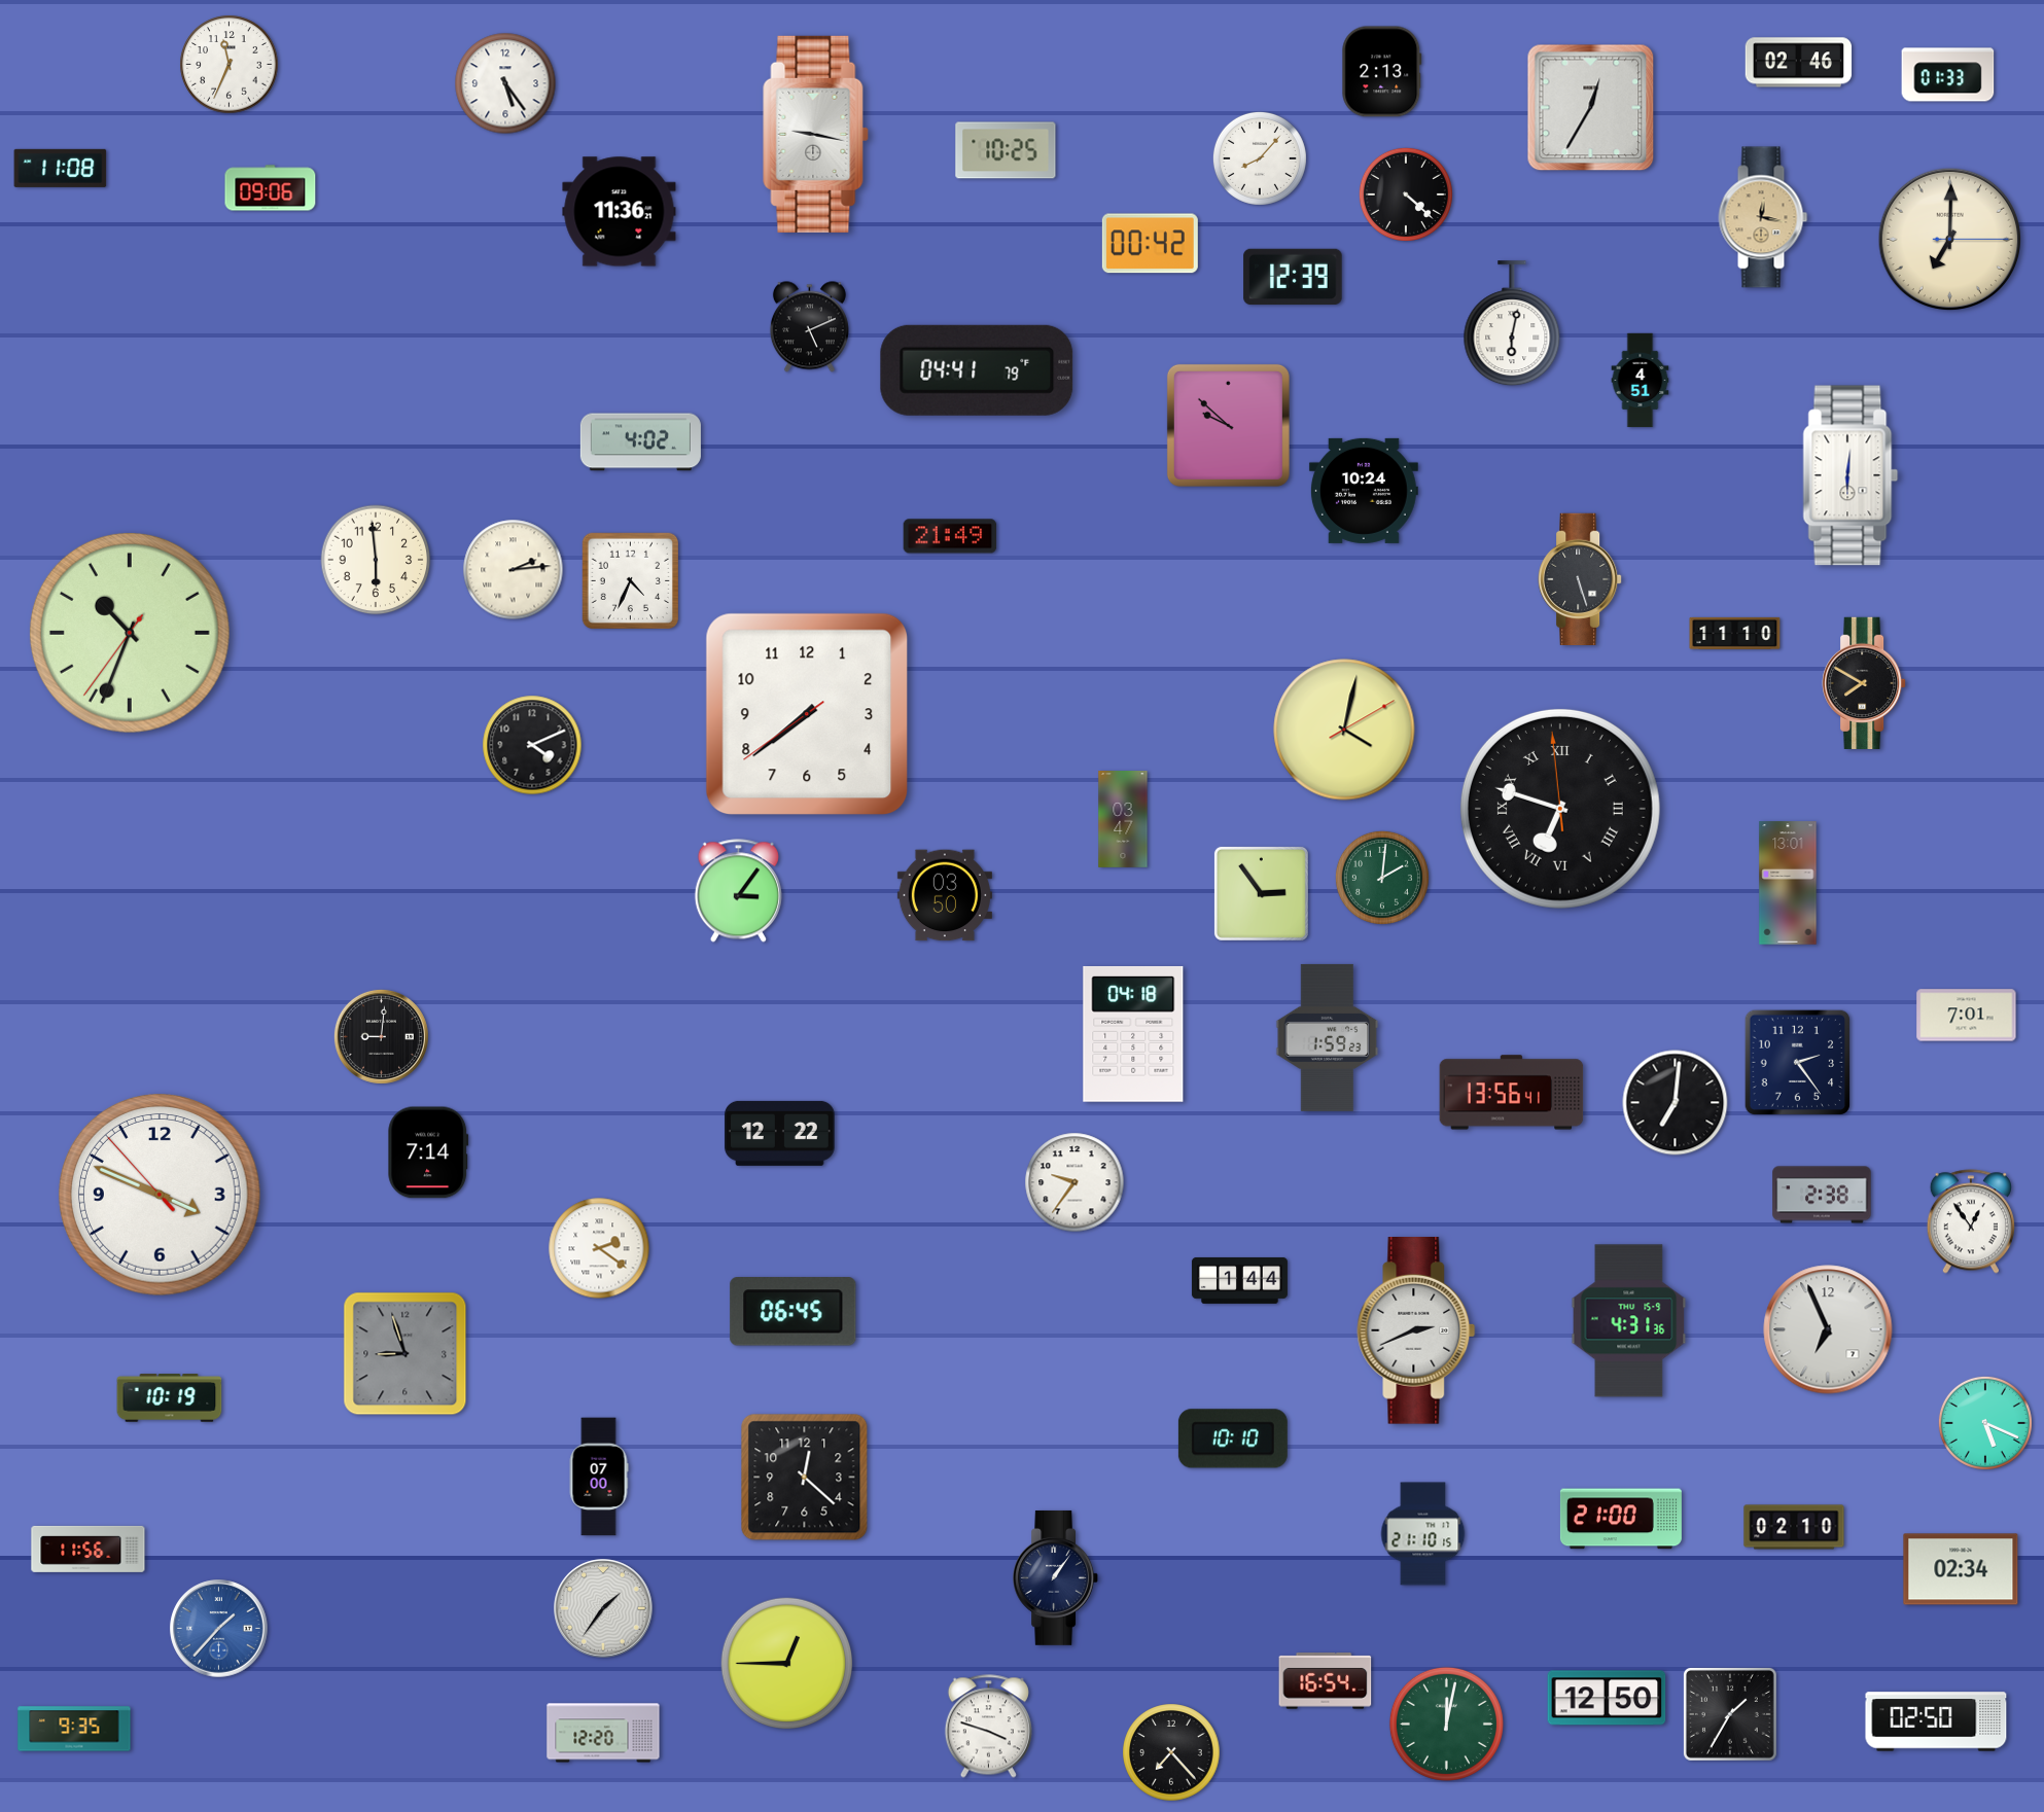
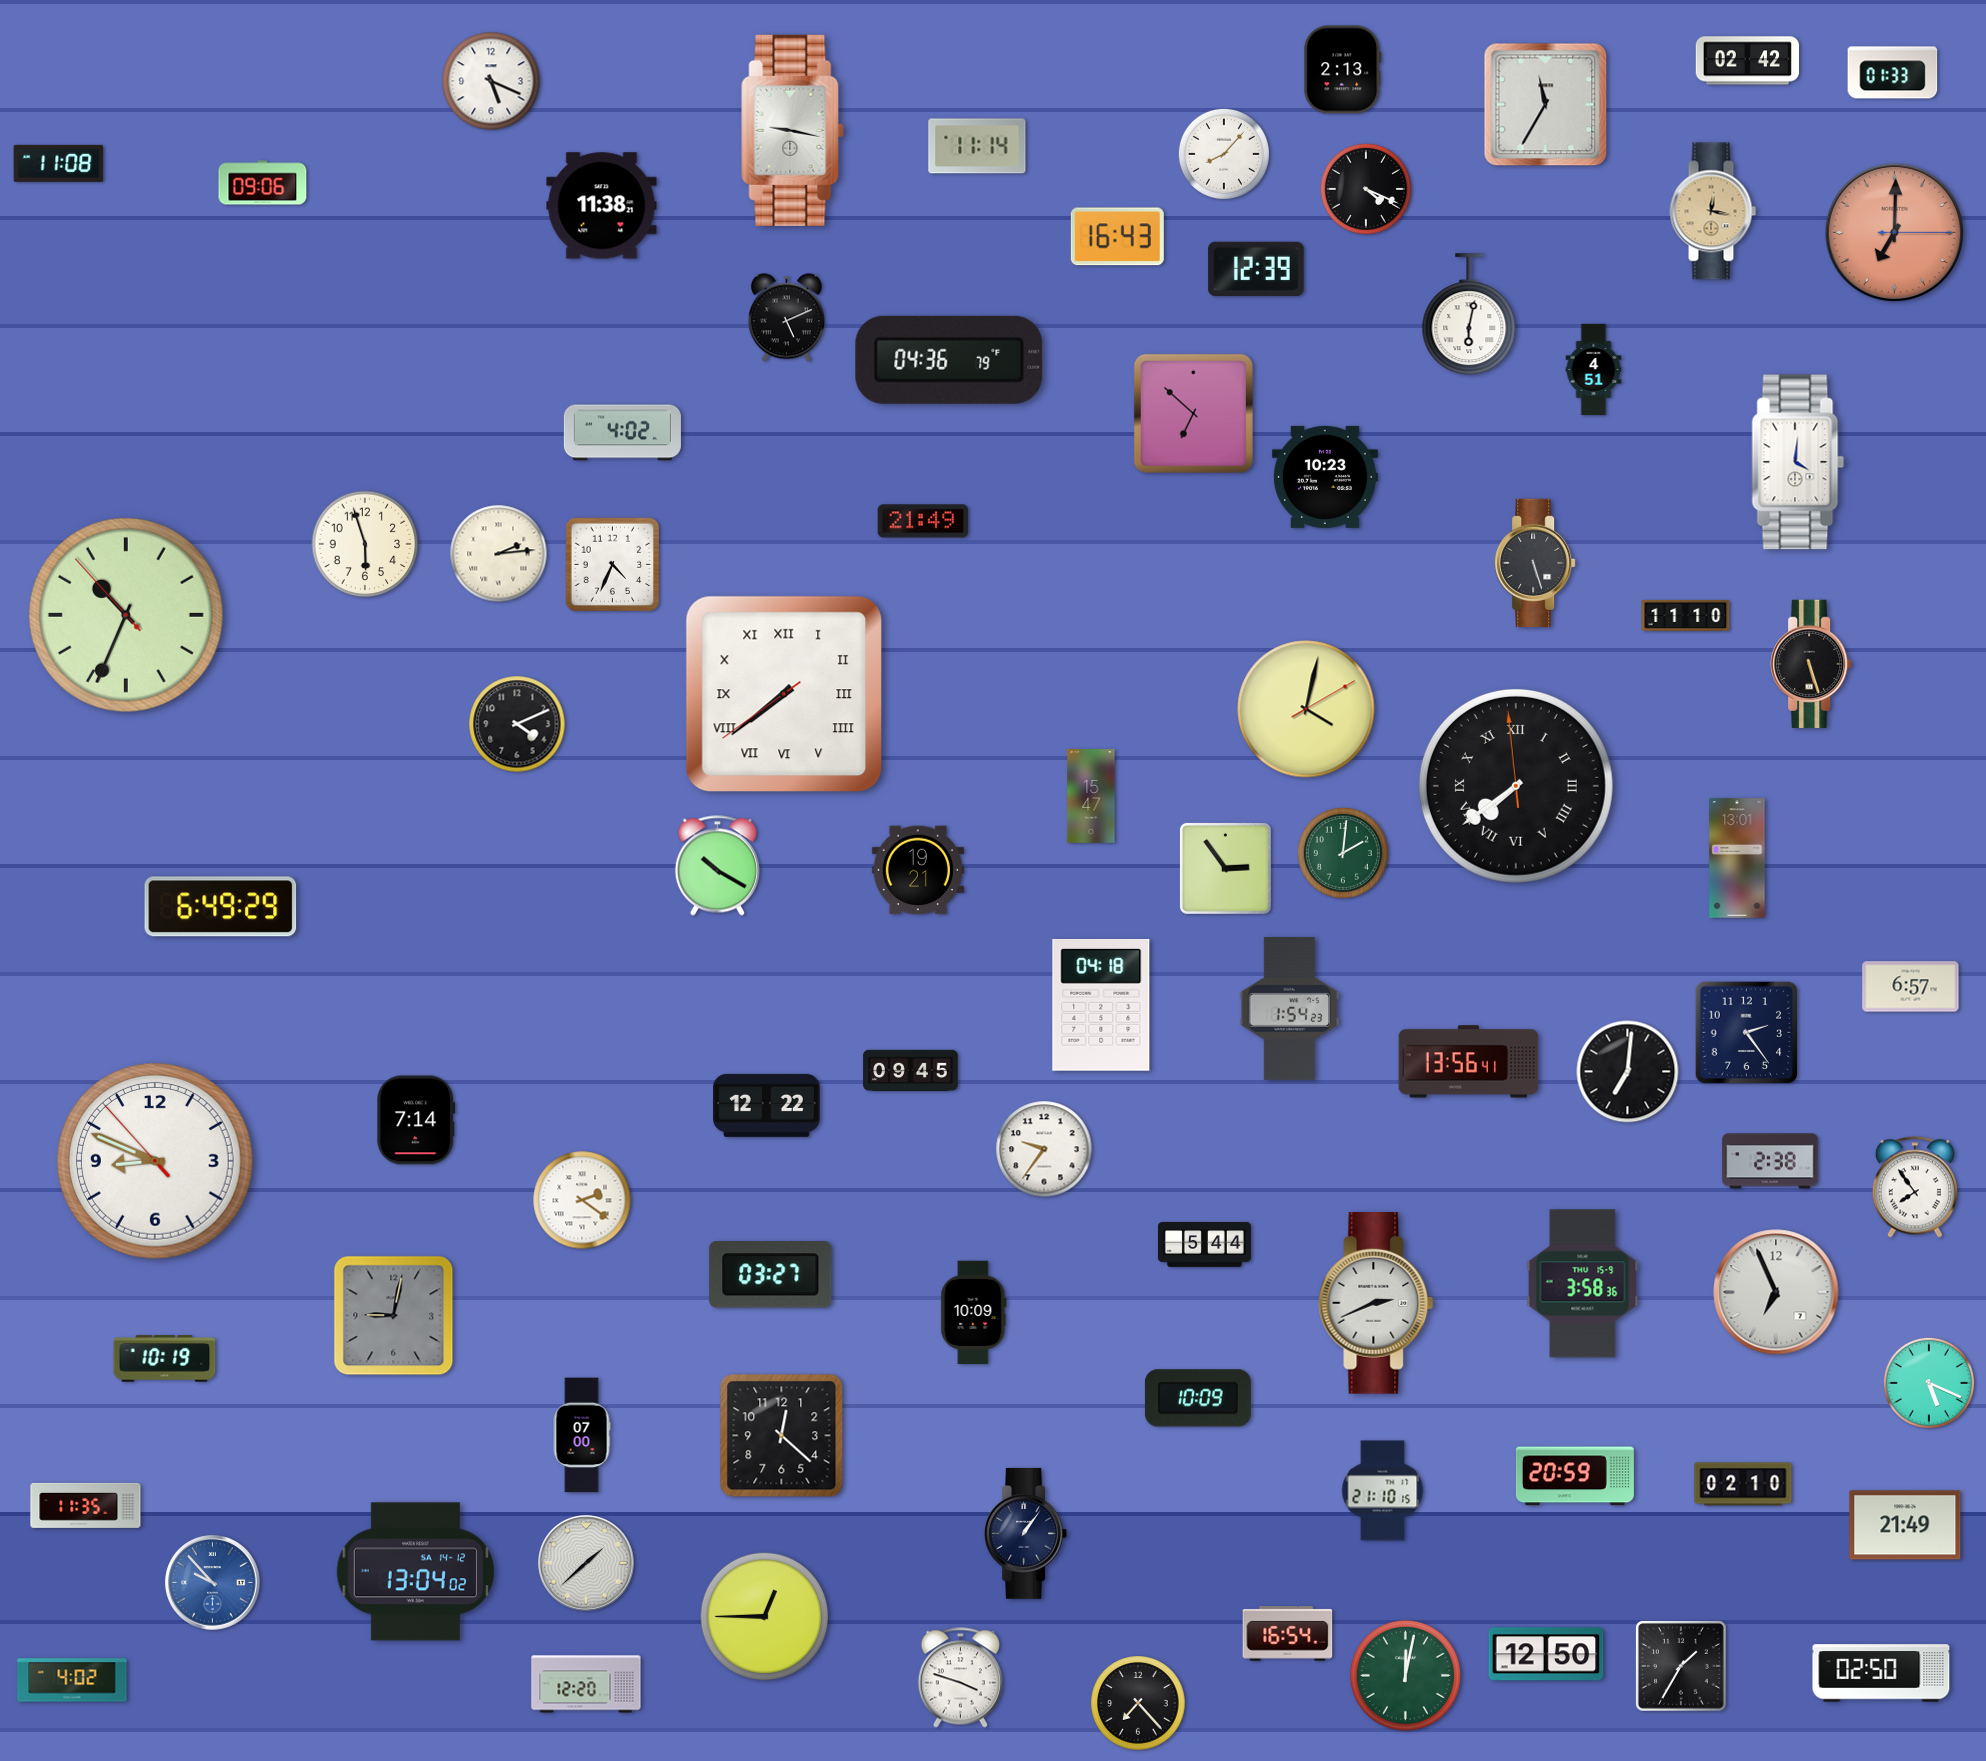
clock at (1799, 63): 02:46 -> 02:42
clock at (230, 65): 11:34 -> none
clock at (505, 83): 5:24 -> 5:19
clock at (1591, 108): 12:35 -> 11:35
clock at (1006, 150): 10:25 -> 11:14
clock at (1406, 194): 4:22 -> 4:19
clock at (620, 212): 11:36 -> 11:38
clock at (1950, 240) dial: cream -> salmon
clock at (1150, 244): 00:42 -> 16:43
clock at (977, 370): 04:41 -> 04:36
clock at (1228, 425): 9:52 -> 6:52
clock at (640, 442) position: (640, 442) -> (622, 433)
clock at (1851, 475): 6:01 -> 4:01
clock at (1364, 491): 10:24 -> 10:23
clock at (376, 560): 5:59 -> 5:57
clock at (130, 633): 10:33:36 -> 10:33:53
clock at (1864, 682): 7:50 -> 5:27
clock at (807, 714) numerals: Arabic -> Roman
clock at (1560, 809): 6:47 -> 7:38
clock at (1123, 820): 03:47 -> 15:47
clock at (738, 891): 3:06 -> 10:20
clock at (945, 895): 03:50 -> 19:21
clock at (221, 907): none -> 6:49
clock at (1967, 1016): 7:01 -> 6:57
clock at (381, 1036): 9:01 -> none
clock at (1328, 1037): 1:59 -> 1:54
clock at (911, 1071): none -> 09:45
clock at (780, 1133) position: (780, 1133) -> (767, 1105)
clock at (161, 1196): 3:48 -> 8:48
clock at (1971, 1221): 12:54 -> 7:54
clock at (599, 1248) position: (599, 1248) -> (582, 1200)
clock at (1239, 1280): 1:44 -> 5:44
clock at (794, 1312): 06:45 -> 03:27
clock at (1629, 1321): 4:31 -> 3:58
clock at (1416, 1331) position: (1416, 1331) -> (1376, 1304)
clock at (974, 1313): none -> 10:09
clock at (406, 1354): 8:57 -> 9:02
clock at (1233, 1438): 10:10 -> 10:09
clock at (1621, 1519): 21:00 -> 20:59
clock at (89, 1549): 11:56 -> 11:35
clock at (1961, 1569): 02:34 -> 21:49
clock at (603, 1608): 1:36 -> 1:38
clock at (416, 1572): none -> 13:04
clock at (219, 1629): 1:37 -> 9:53
clock at (1607, 1698) position: (1607, 1698) -> (1546, 1654)
clock at (74, 1729): 9:35 -> 4:02
